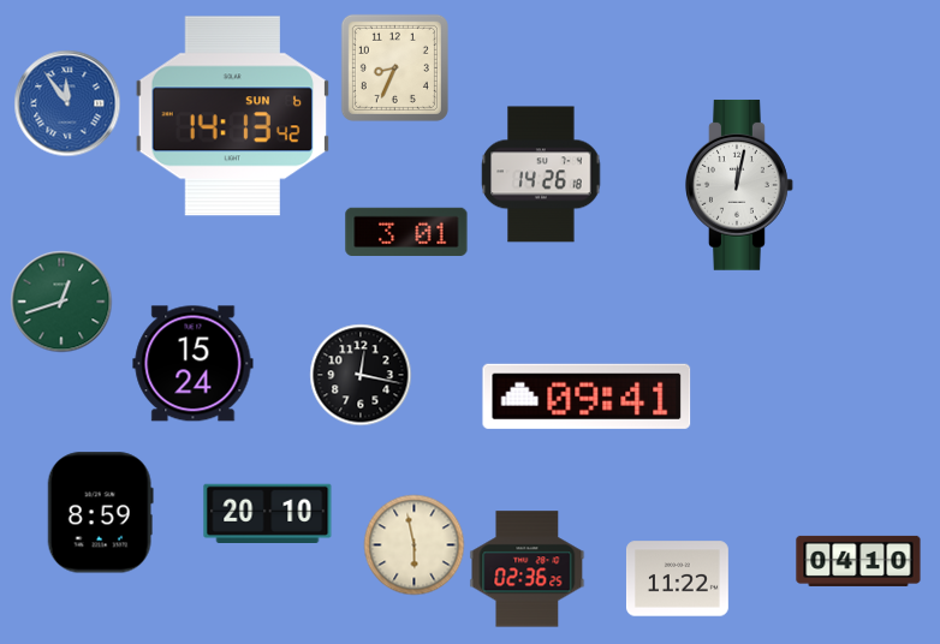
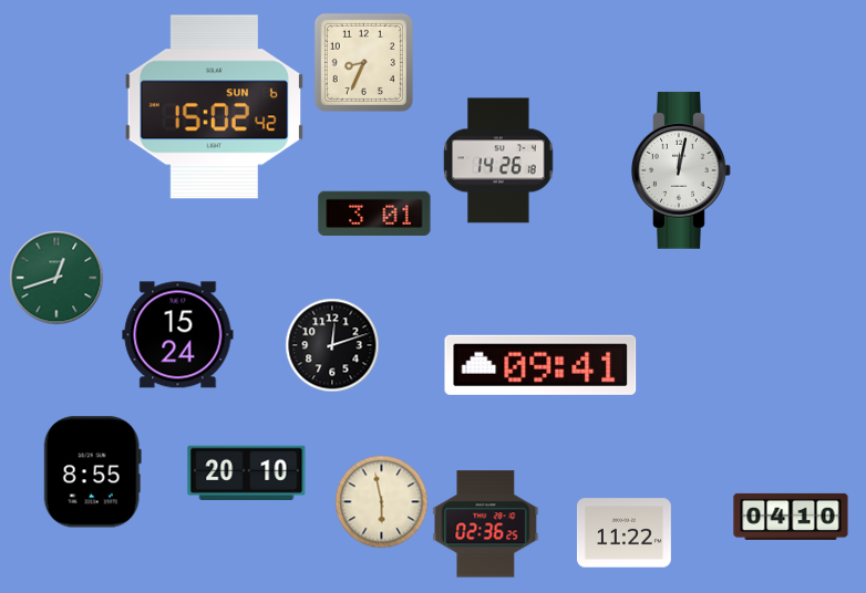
clock at (67, 103): 11:54 -> none
clock at (233, 117): 14:13 -> 15:02
clock at (361, 375): 12:17 -> 12:12
clock at (100, 513): 8:59 -> 8:55
